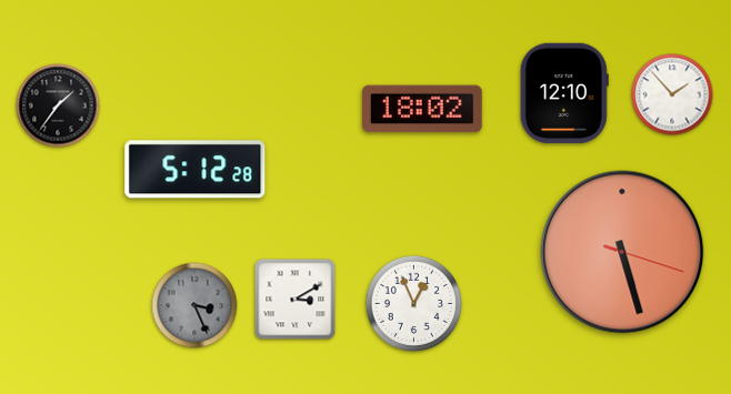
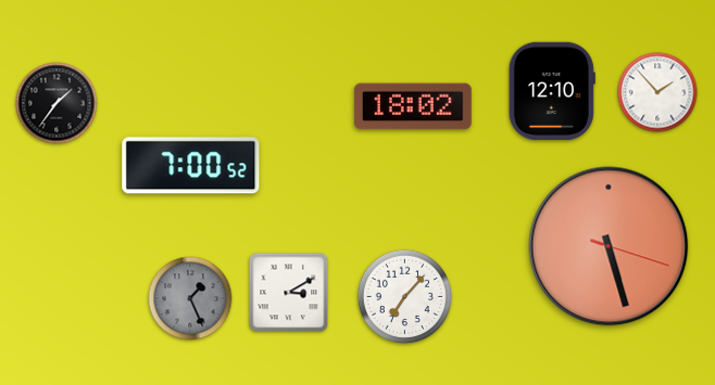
clock at (196, 170): 5:12 -> 7:00
clock at (414, 304): 12:56 -> 7:07
clock at (194, 305): 3:26 -> 1:26
